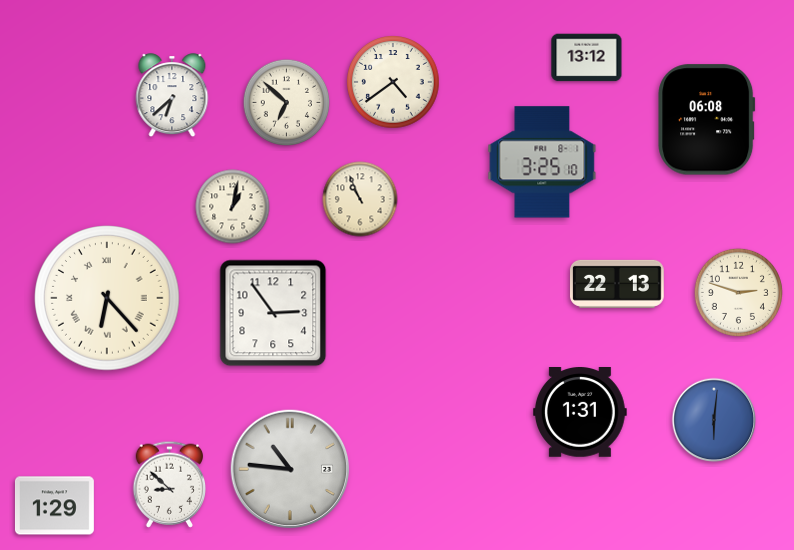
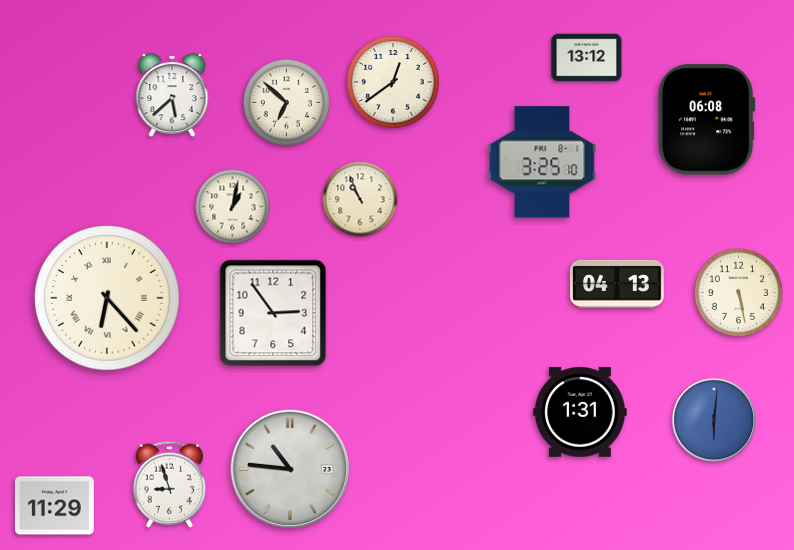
clock at (393, 82): 4:39 -> 12:39
clock at (172, 96): 6:38 -> 5:38
clock at (618, 284): 22:13 -> 04:13
clock at (738, 292): 2:48 -> 5:28
clock at (170, 484): 8:52 -> 8:57
clock at (54, 506): 1:29 -> 11:29
